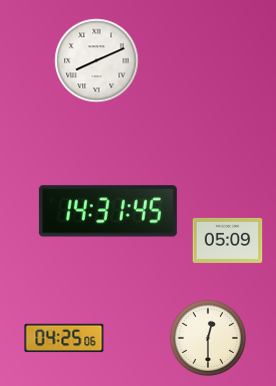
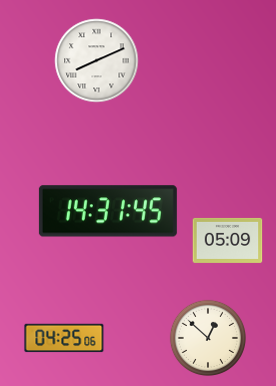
clock at (207, 337): 12:30 -> 12:52
